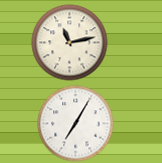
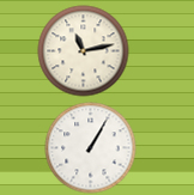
clock at (76, 124): 7:05 -> 1:05
